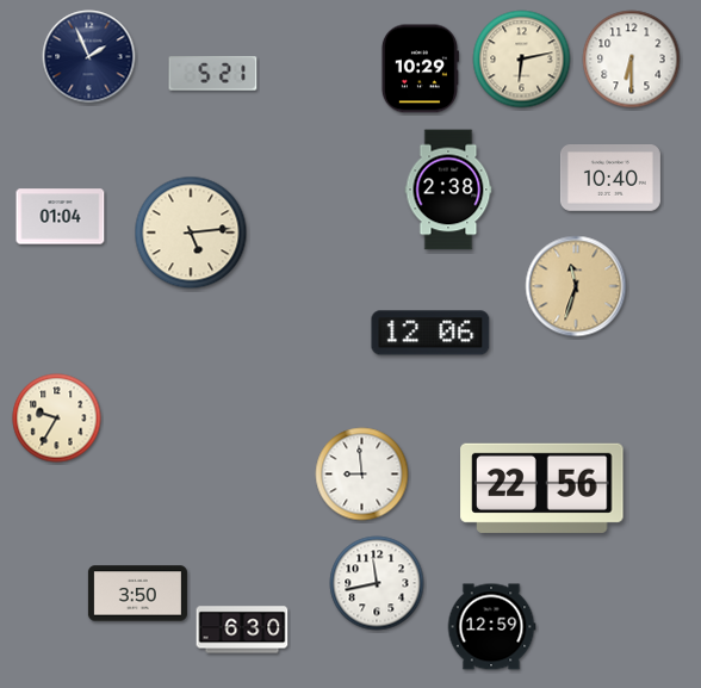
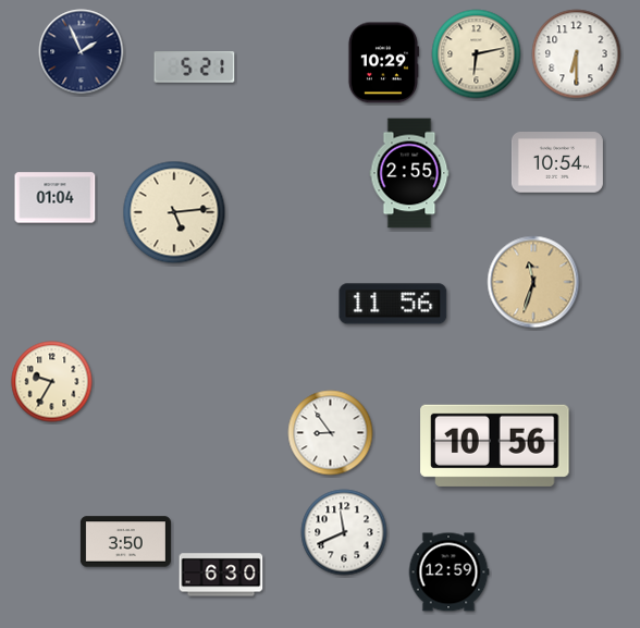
clock at (610, 179): 10:40 -> 10:54
clock at (448, 190): 2:38 -> 2:55
clock at (576, 286) position: (576, 286) -> (533, 282)
clock at (430, 333): 12:06 -> 11:56
clock at (362, 475): 8:59 -> 8:54
clock at (542, 488): 22:56 -> 10:56
clock at (377, 583): 11:43 -> 11:41
